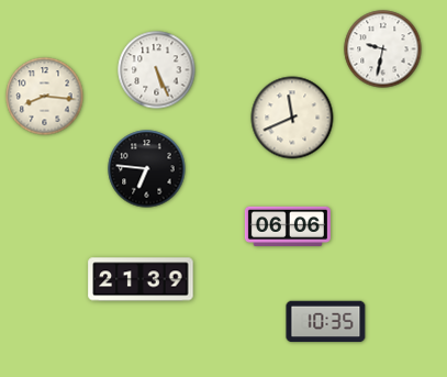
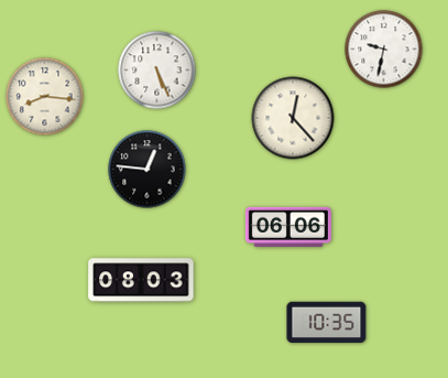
clock at (292, 118): 11:41 -> 12:23
clock at (147, 169): 6:46 -> 12:46
clock at (141, 279): 21:39 -> 08:03
